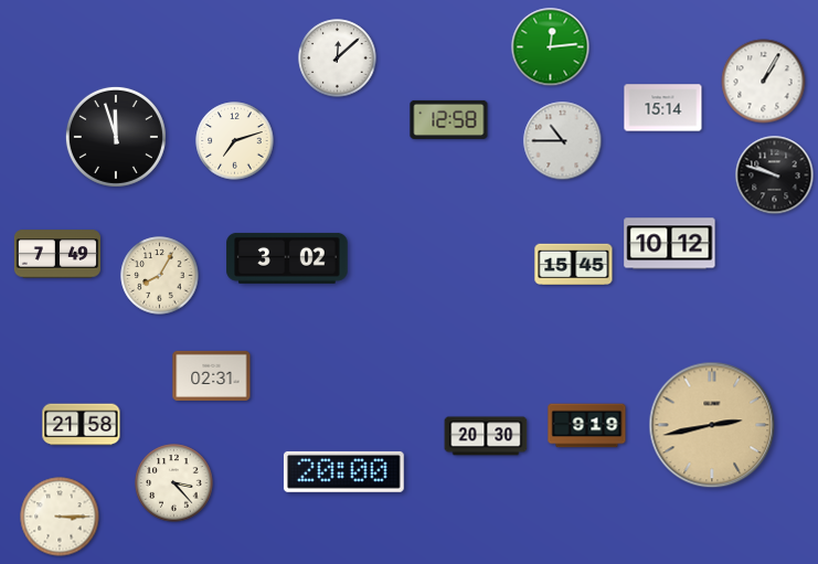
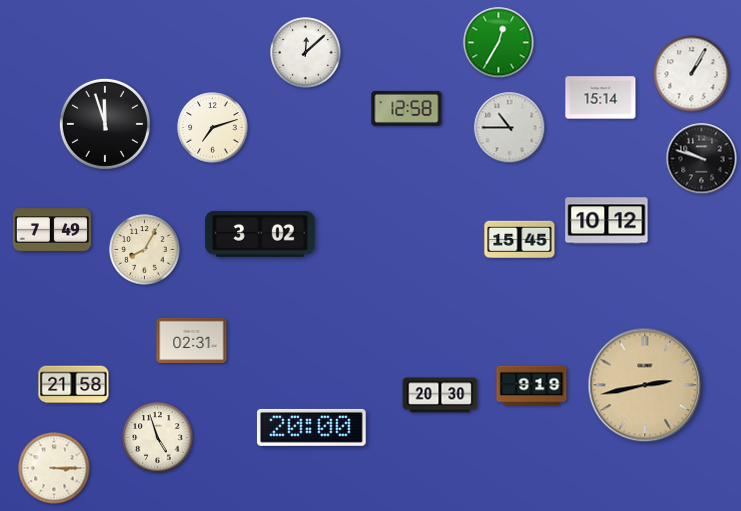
clock at (551, 47): 12:14 -> 12:35
clock at (174, 483): 3:23 -> 4:57
